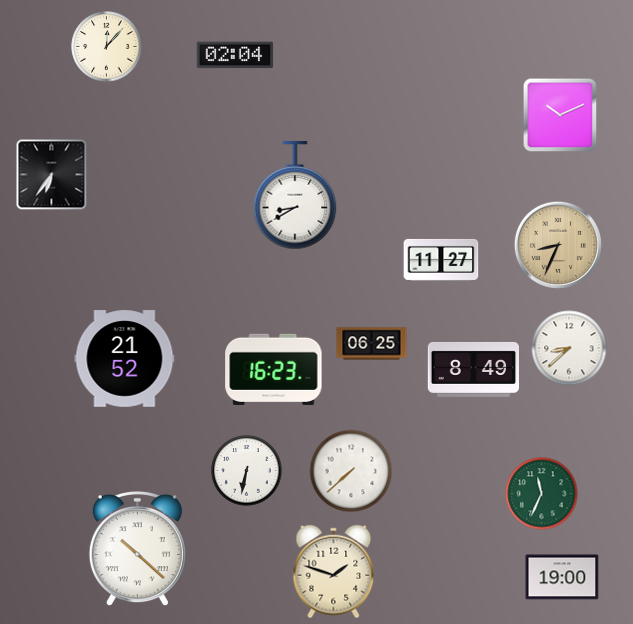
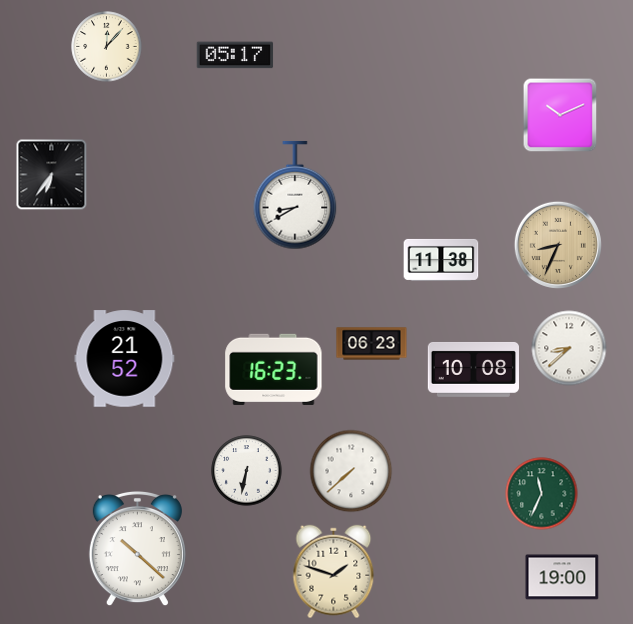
clock at (235, 55): 02:04 -> 05:17
clock at (441, 260): 11:27 -> 11:38
clock at (372, 344): 06:25 -> 06:23
clock at (473, 369): 8:49 -> 10:08
